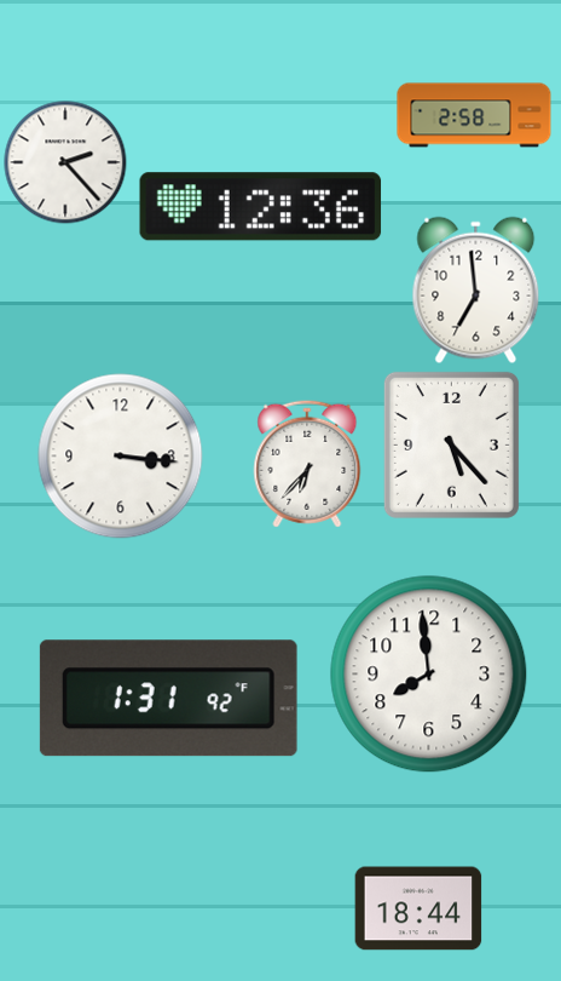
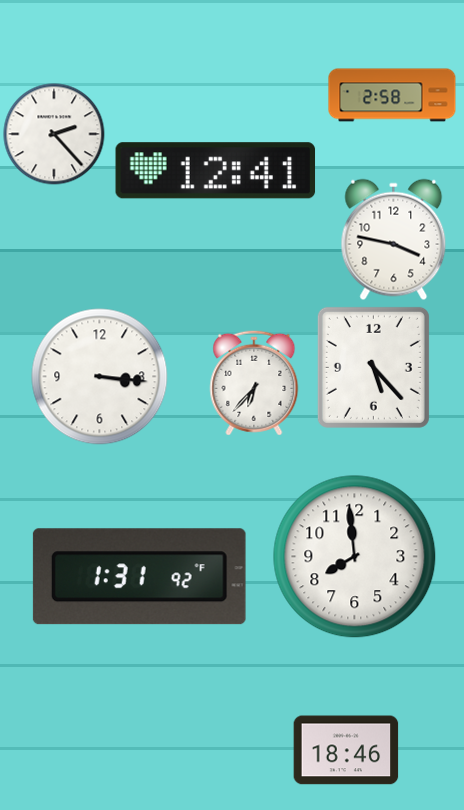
clock at (261, 207): 12:36 -> 12:41
clock at (476, 291): 6:59 -> 3:47
clock at (418, 908): 18:44 -> 18:46
